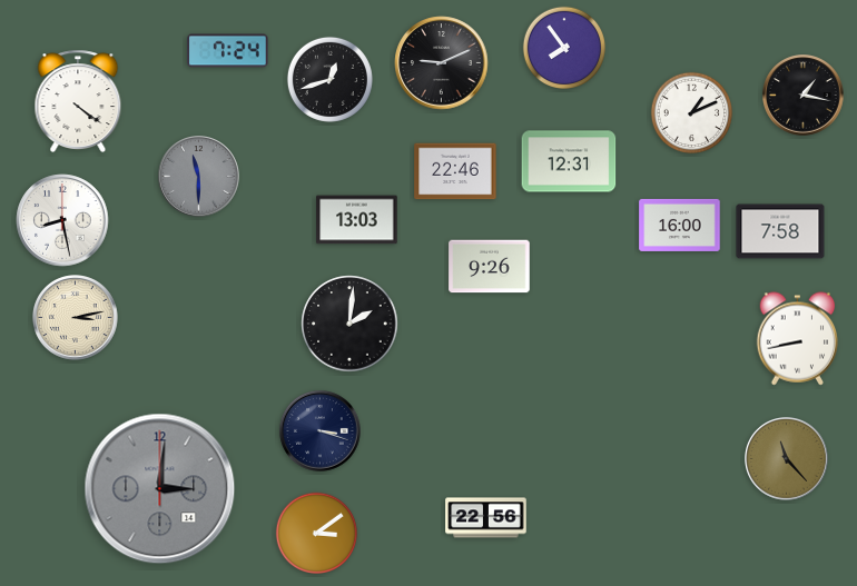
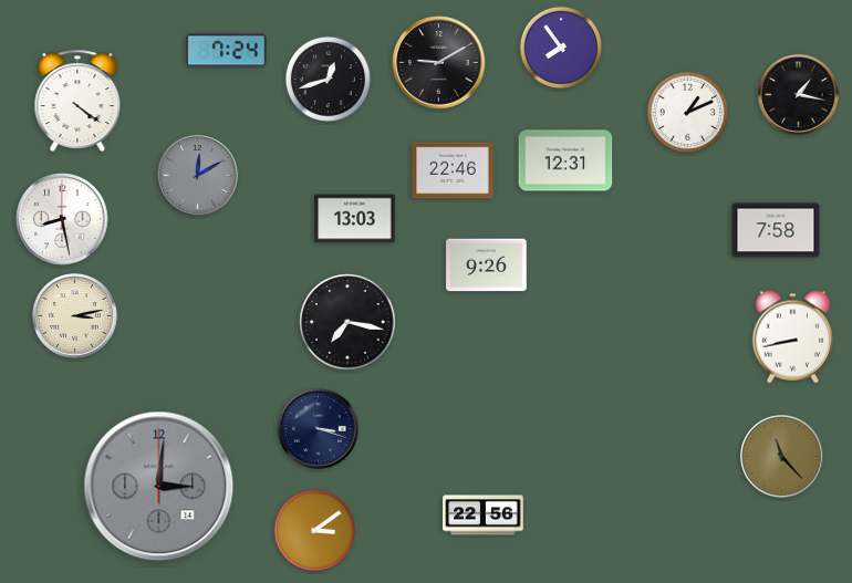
clock at (442, 63): 9:11 -> 9:10
clock at (199, 177): 11:30 -> 12:10
clock at (680, 225): 16:00 -> none
clock at (349, 324): 2:01 -> 7:17
